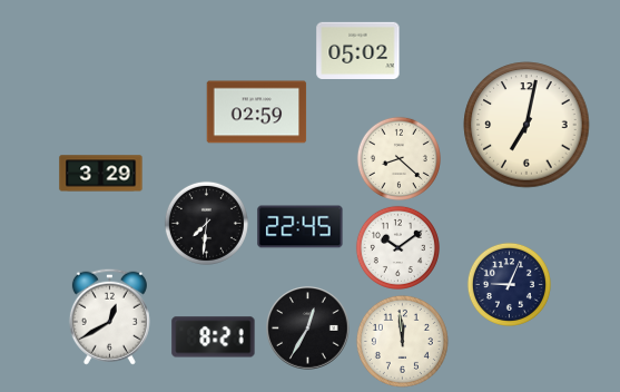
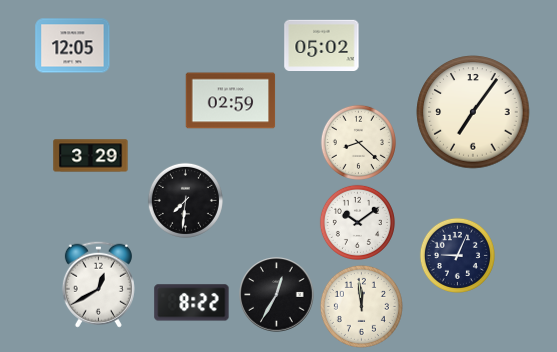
clock at (73, 46): none -> 12:05
clock at (526, 125): 7:02 -> 7:06
clock at (301, 227): 22:45 -> none
clock at (214, 337): 8:21 -> 8:22
